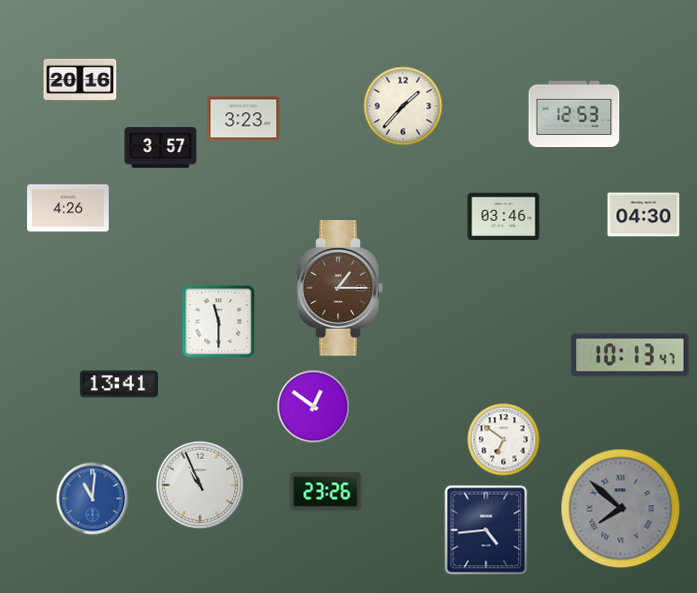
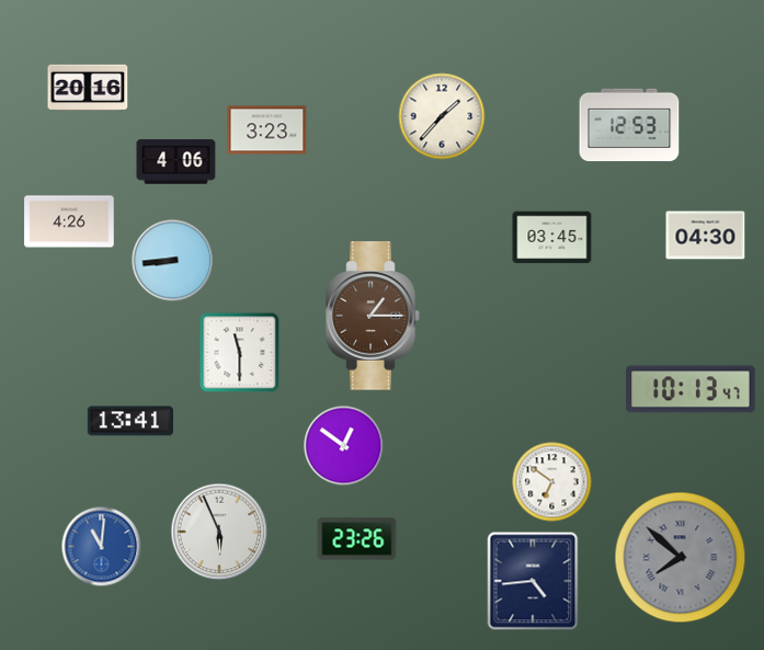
clock at (161, 148): 3:57 -> 4:06
clock at (68, 208) position: (68, 208) -> (69, 221)
clock at (504, 217): 03:46 -> 03:45
clock at (173, 261): none -> 8:44
clock at (200, 485): 10:56 -> 5:56
